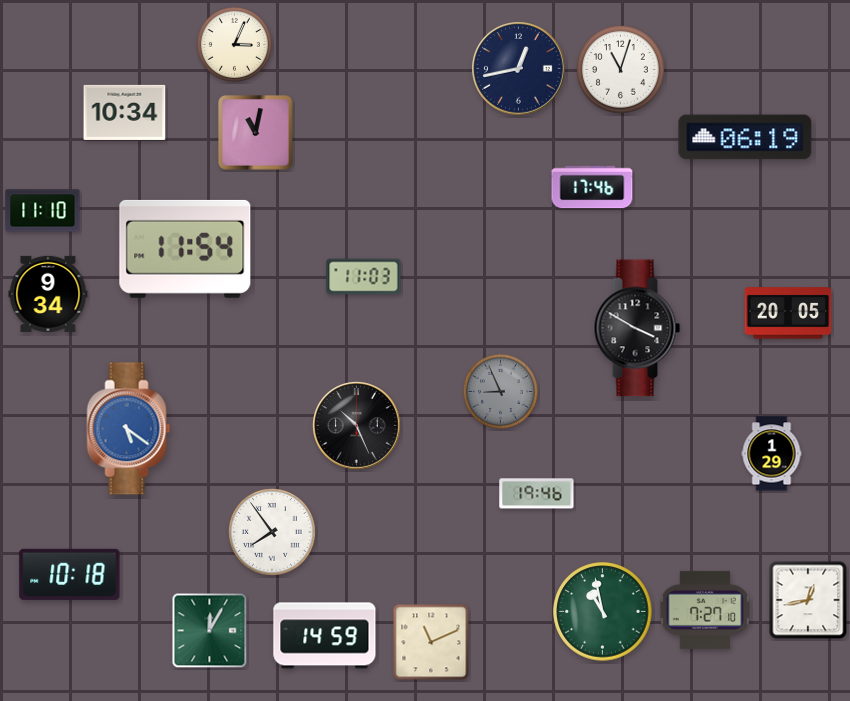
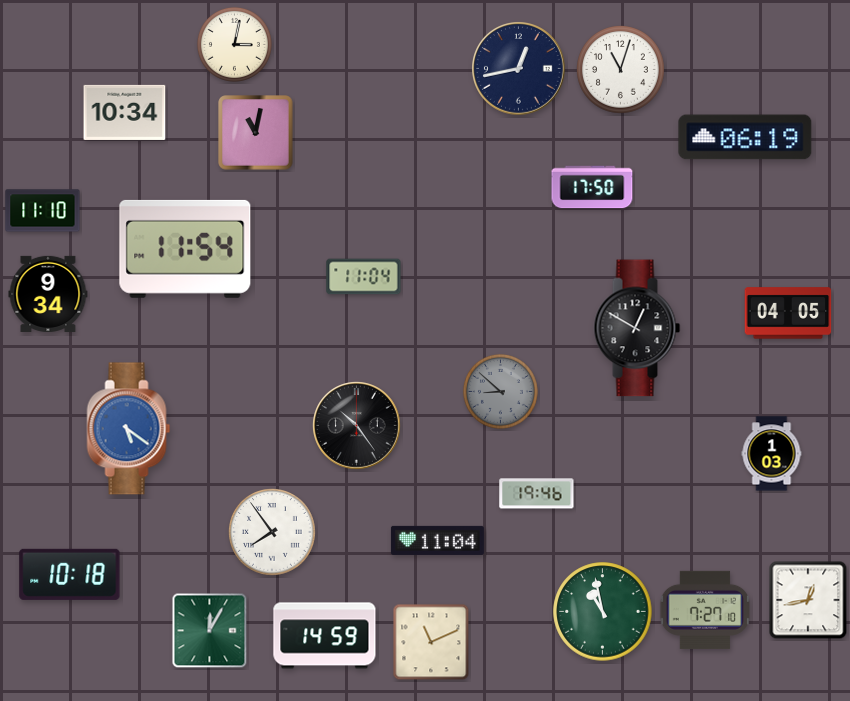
clock at (234, 44): 3:04 -> 3:02
clock at (592, 187): 17:46 -> 17:50
clock at (364, 277): 11:03 -> 11:04
clock at (788, 313): 20:05 -> 04:05
clock at (637, 328): 3:50 -> 12:50
clock at (500, 391): 8:56 -> 8:52
clock at (357, 426): 10:26 -> 10:24
clock at (772, 454): 1:29 -> 1:03
clock at (437, 540): none -> 11:04
